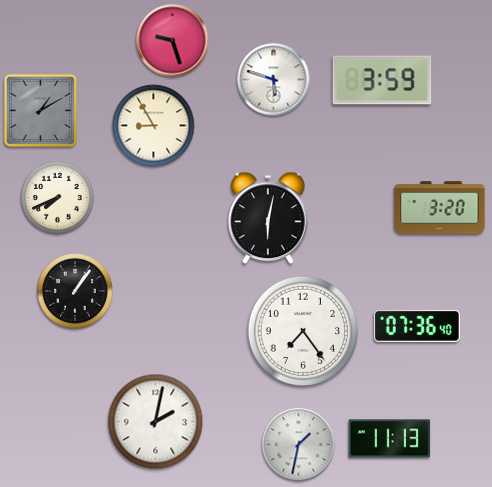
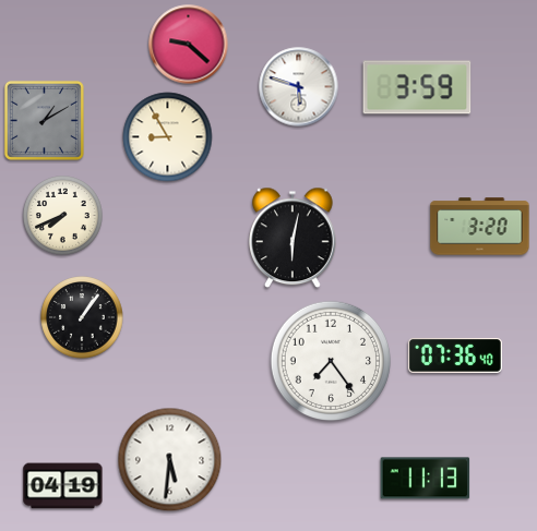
clock at (173, 41): 9:27 -> 9:22
clock at (156, 422): 2:02 -> 5:31
clock at (299, 445): 1:32 -> none
clock at (63, 486): none -> 04:19
